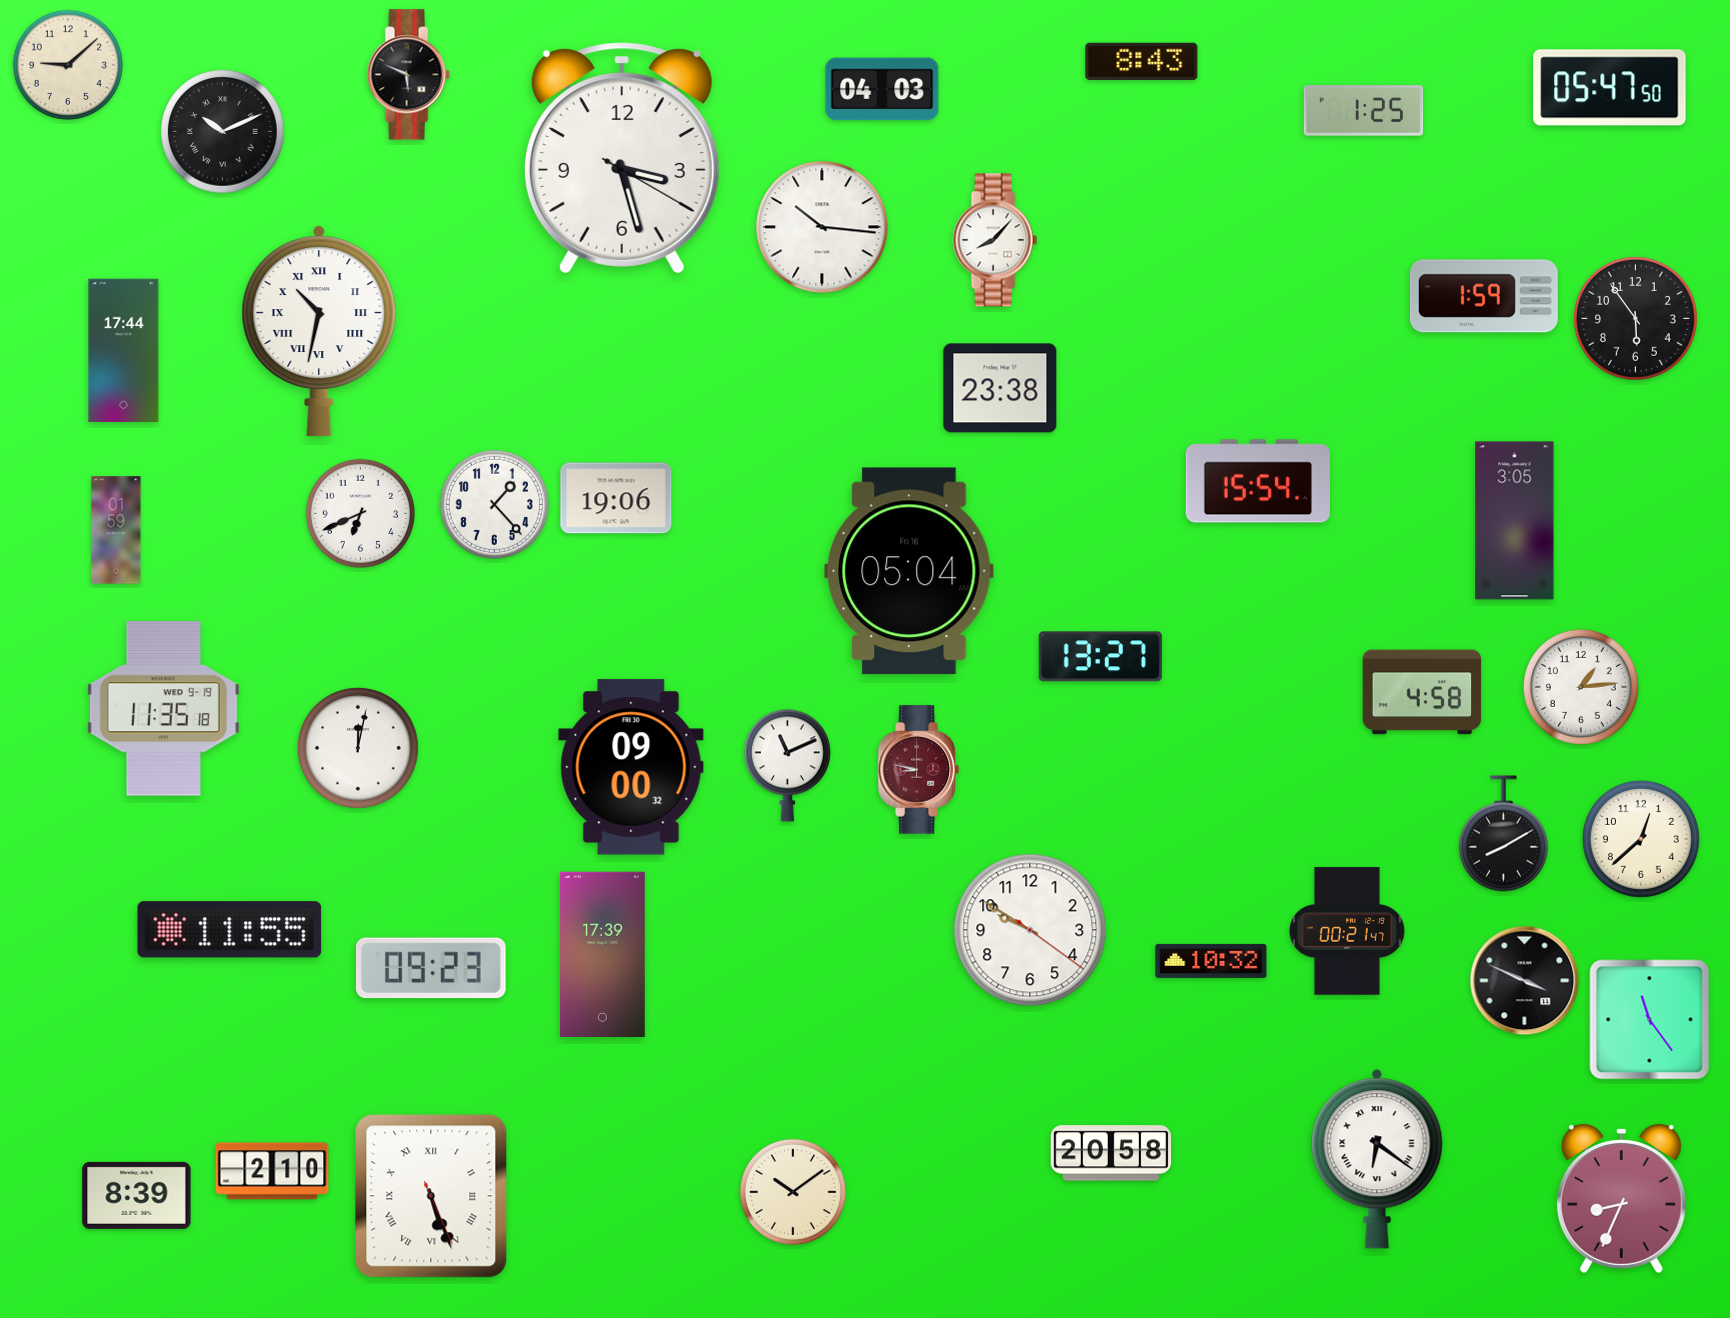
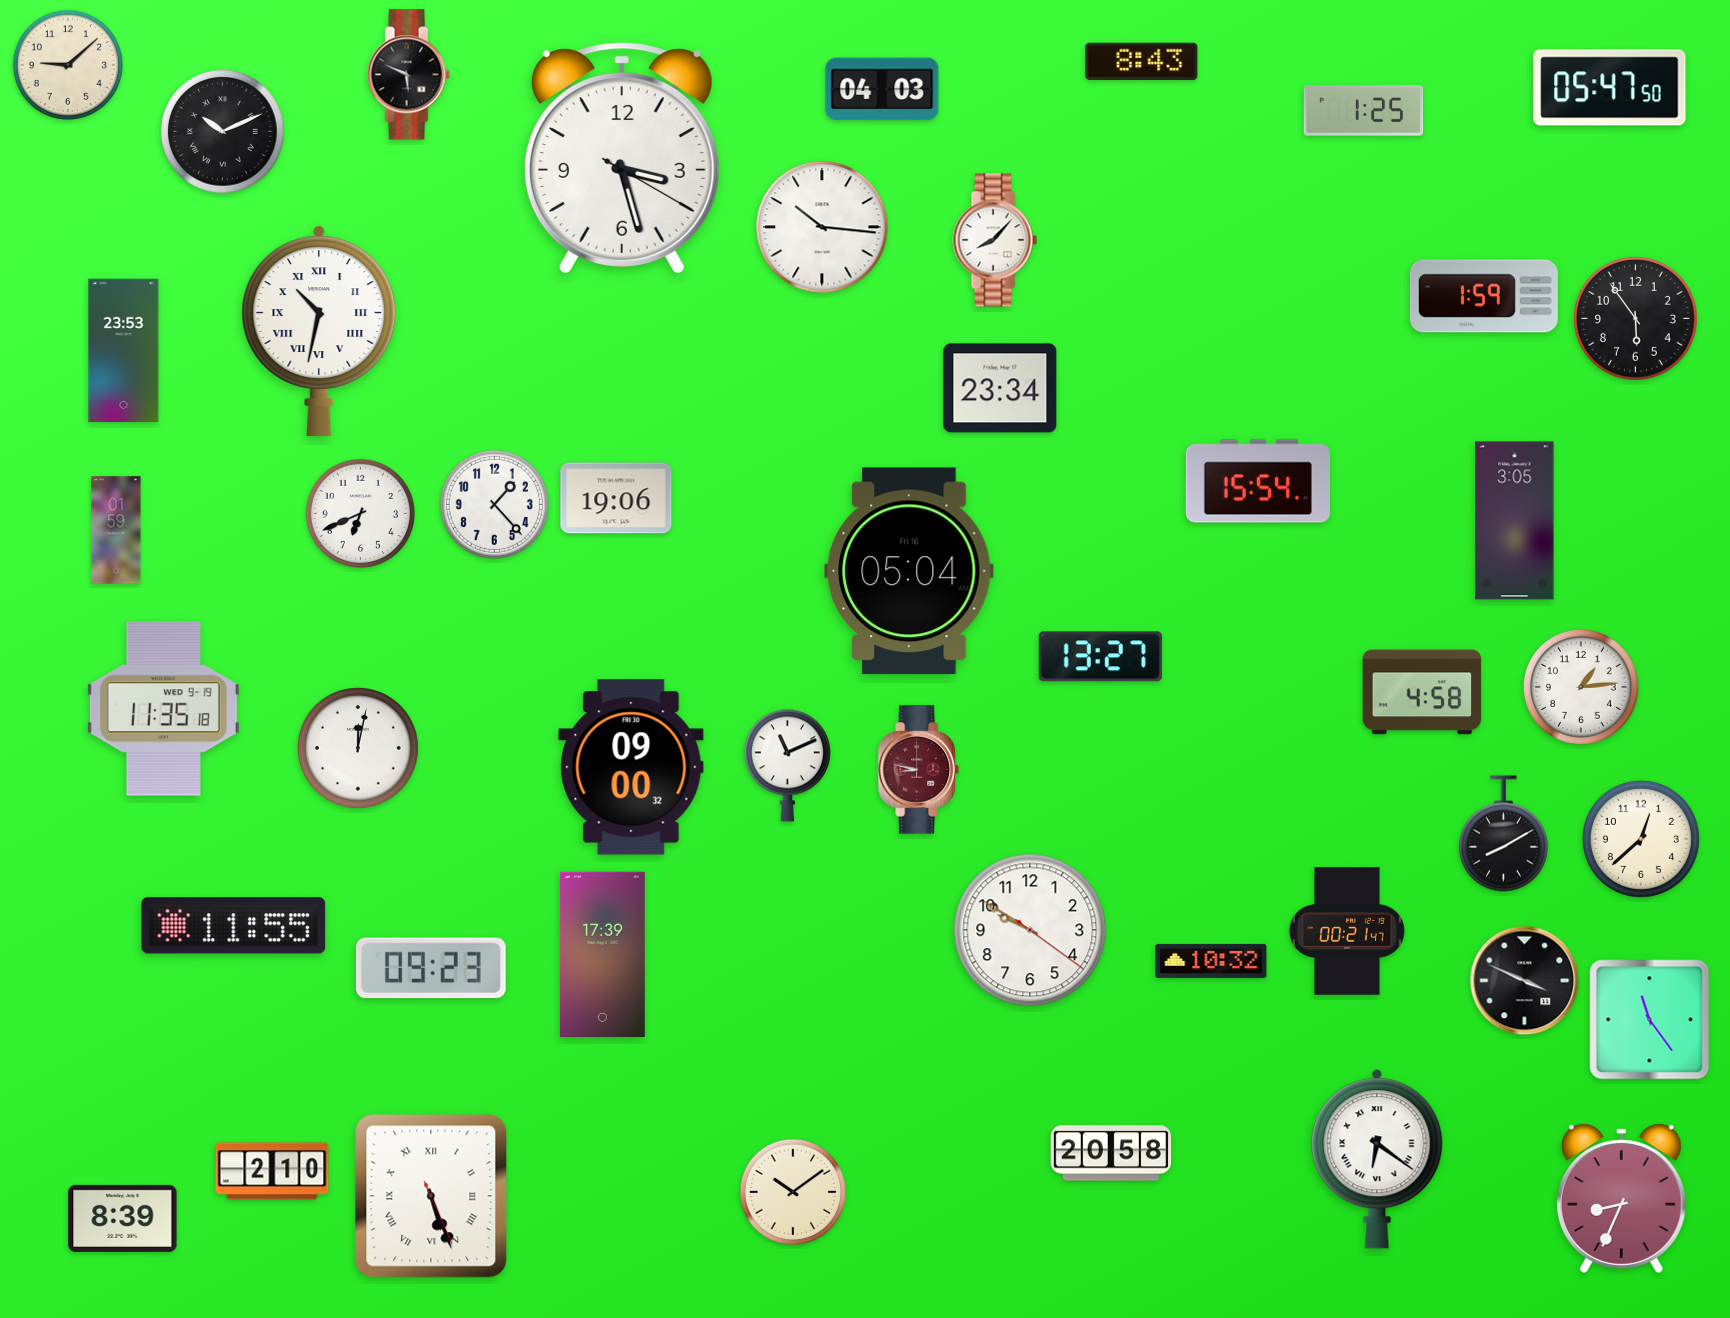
clock at (124, 350): 17:44 -> 23:53
clock at (1000, 388): 23:38 -> 23:34
clock at (230, 930) position: (230, 930) -> (234, 926)
clock at (137, 1195) position: (137, 1195) -> (123, 1218)
